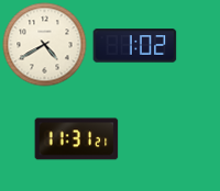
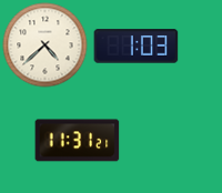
clock at (45, 45): 4:40 -> 4:38
clock at (135, 46): 1:02 -> 1:03
